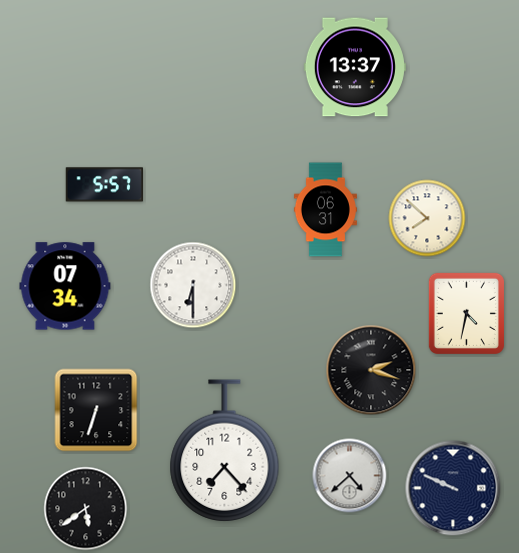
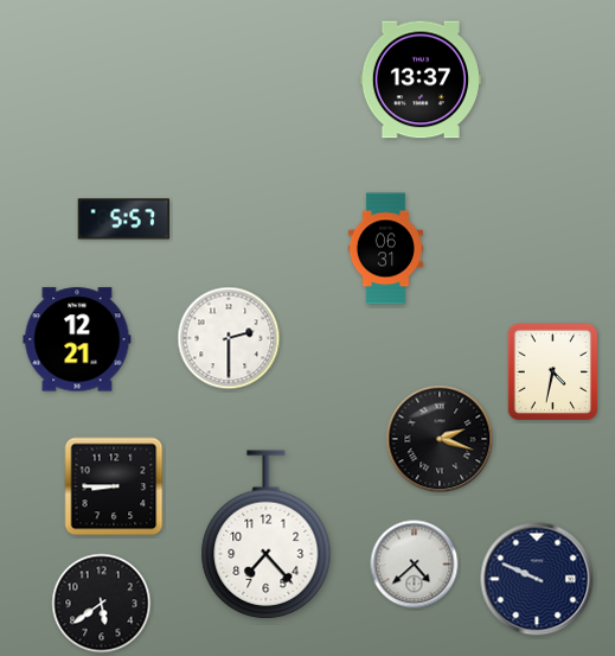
clock at (427, 218): 7:52 -> none
clock at (193, 285): 6:30 -> 2:30
clock at (65, 286): 07:34 -> 12:21
clock at (96, 410): 6:33 -> 8:45
